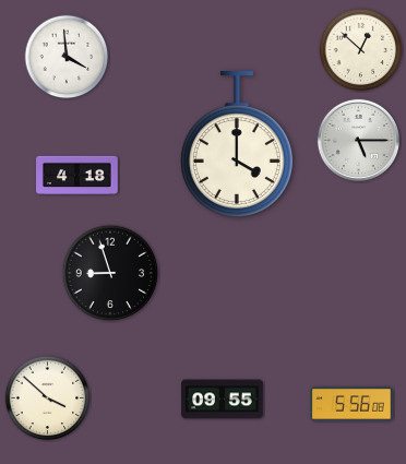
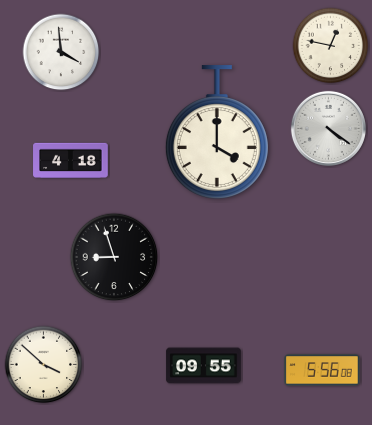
clock at (361, 50): 12:52 -> 12:47
clock at (358, 140): 5:15 -> 4:21
clock at (110, 273) position: (110, 273) -> (114, 257)
